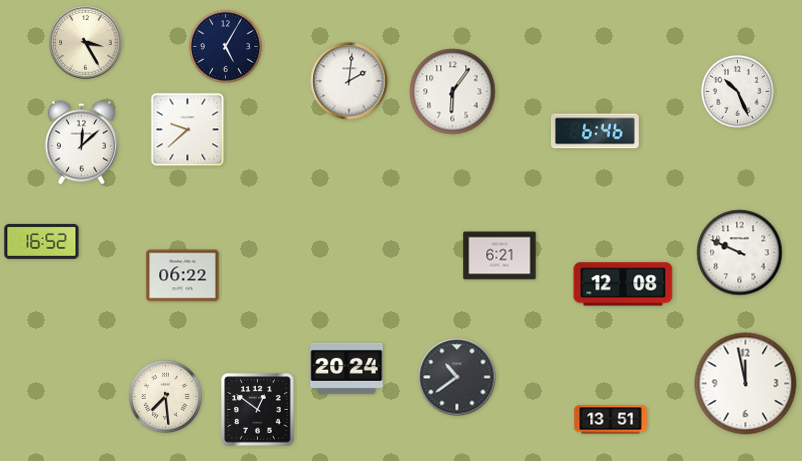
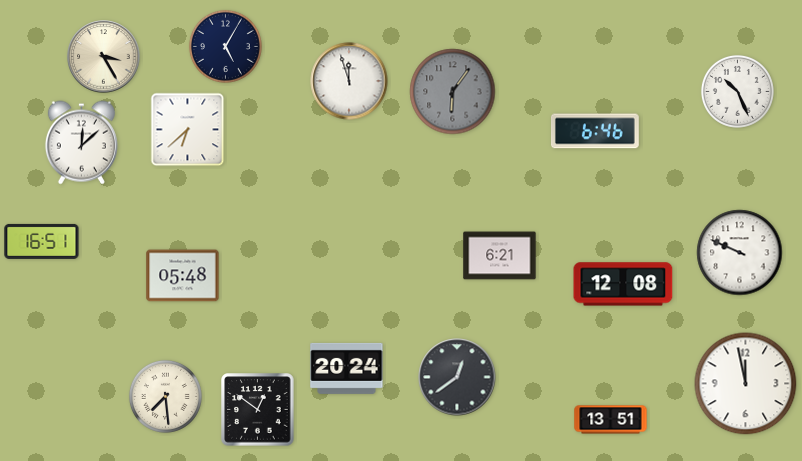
clock at (86, 43) position: (86, 43) -> (104, 57)
clock at (349, 81): 2:01 -> 11:57
clock at (453, 92) dial: white -> grey
clock at (188, 130): 9:38 -> 6:38
clock at (42, 241): 16:52 -> 16:51
clock at (183, 276): 06:22 -> 05:48
clock at (457, 377): 10:39 -> 12:39
